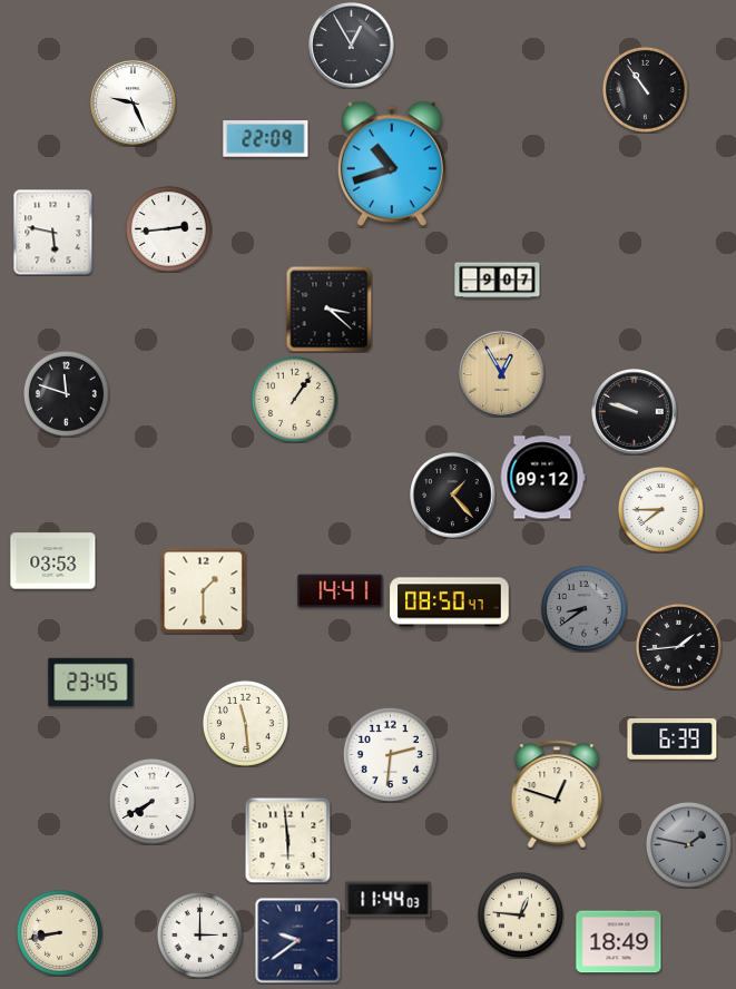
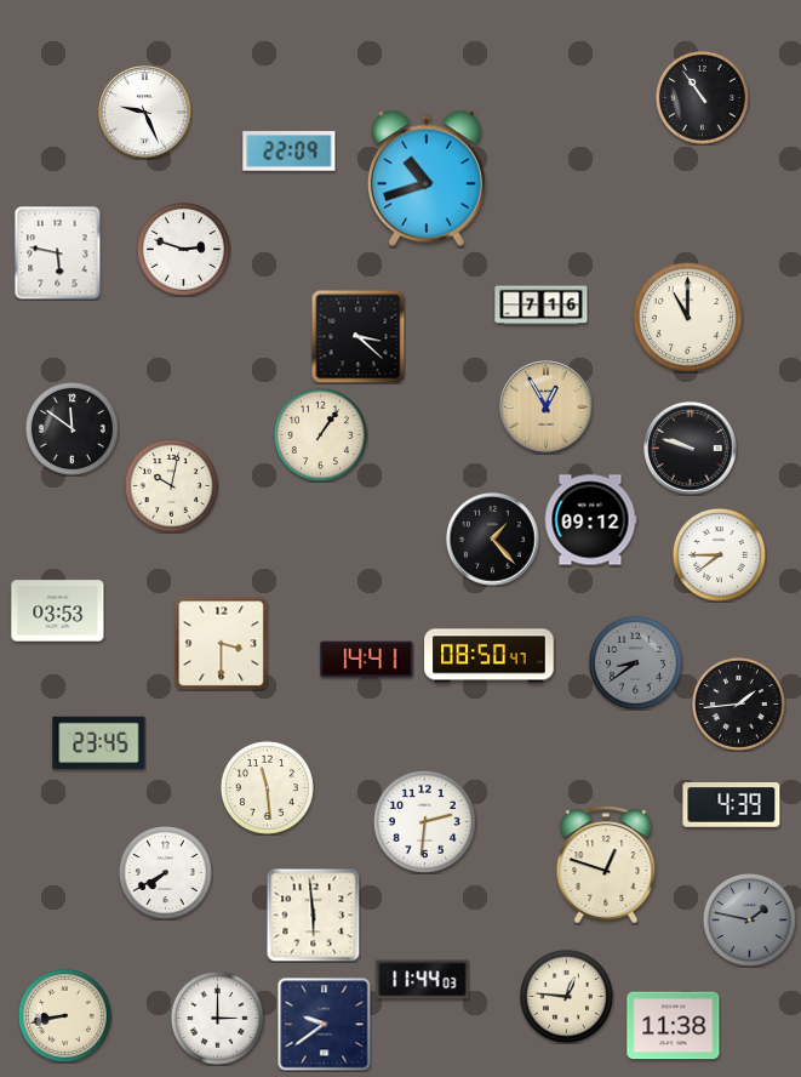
clock at (352, 46): 12:55 -> none
clock at (168, 228): 2:44 -> 2:48
clock at (498, 281): 9:07 -> 7:16
clock at (687, 317): none -> 11:00
clock at (66, 393): 11:48 -> 11:51
clock at (171, 485): none -> 10:02
clock at (203, 590): 1:30 -> 3:30
clock at (341, 591) position: (341, 591) -> (367, 660)
clock at (673, 740): 6:39 -> 4:39
clock at (619, 942): 18:49 -> 11:38
